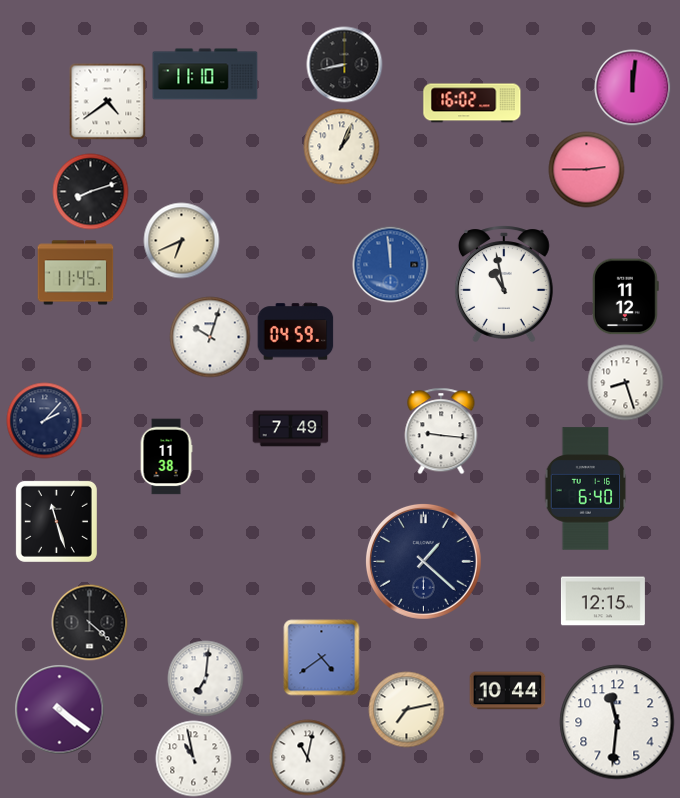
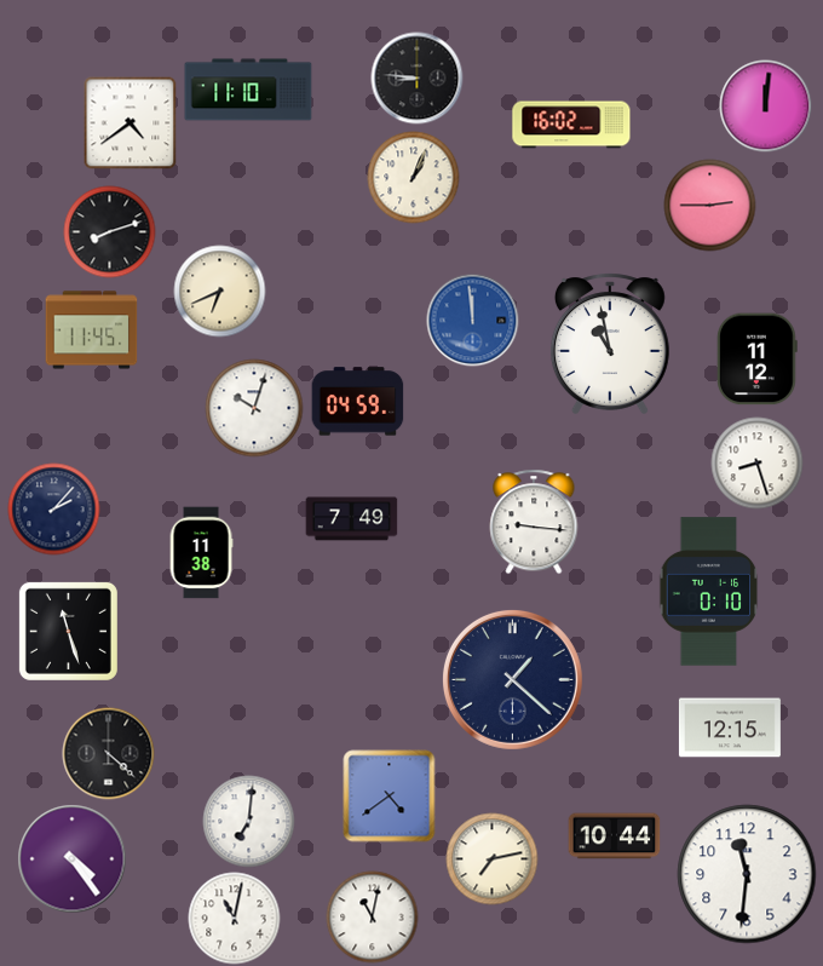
clock at (345, 65): 8:43 -> 8:46
clock at (586, 489): 6:40 -> 0:10
clock at (60, 710): 4:21 -> 4:24
clock at (194, 759): 10:58 -> 11:02
